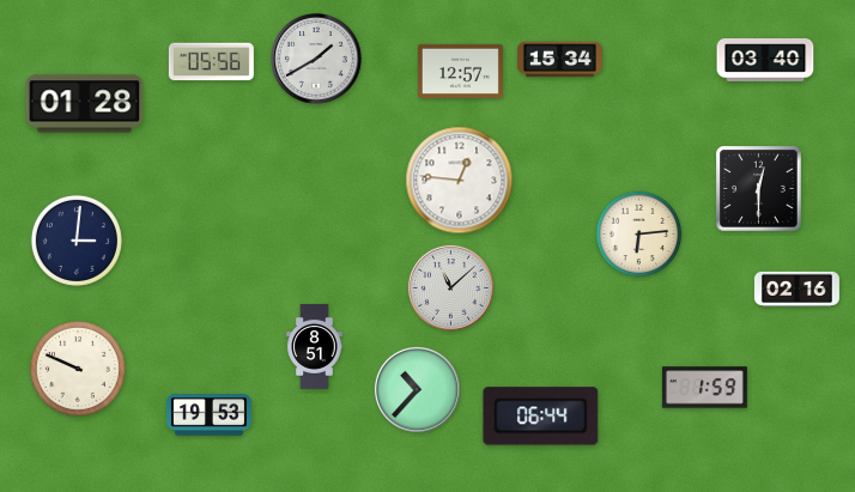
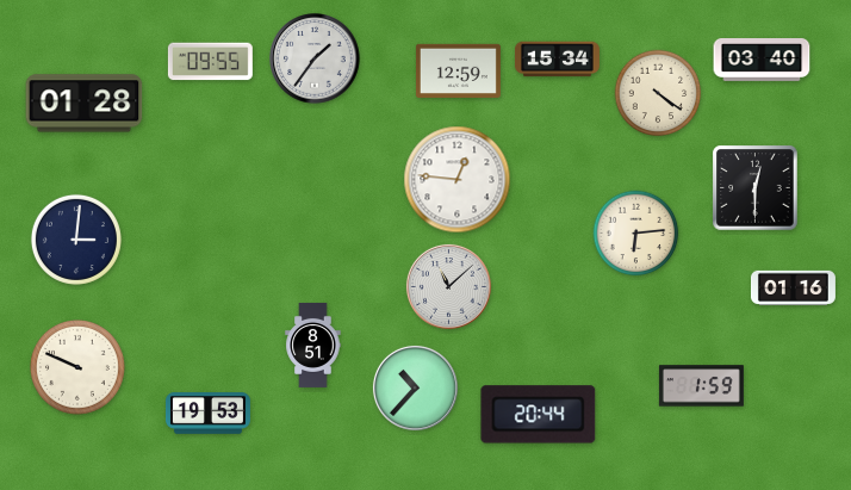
clock at (316, 59): 1:40 -> 1:36
clock at (211, 62): 05:56 -> 09:55
clock at (460, 71): 12:57 -> 12:59
clock at (658, 93): none -> 4:21
clock at (796, 288): 02:16 -> 01:16
clock at (541, 417): 06:44 -> 20:44
